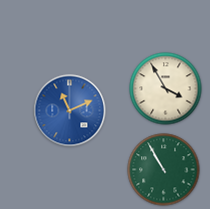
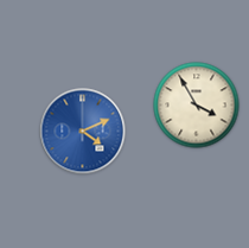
clock at (70, 111): 11:11 -> 4:11
clock at (164, 170): 10:55 -> none
